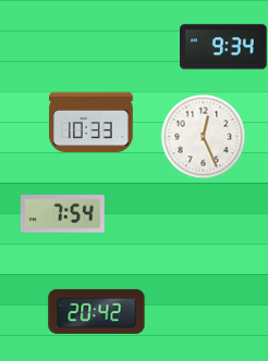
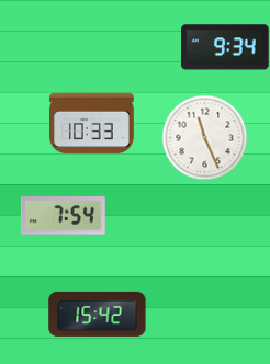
clock at (203, 136): 12:26 -> 11:26
clock at (97, 311): 20:42 -> 15:42
